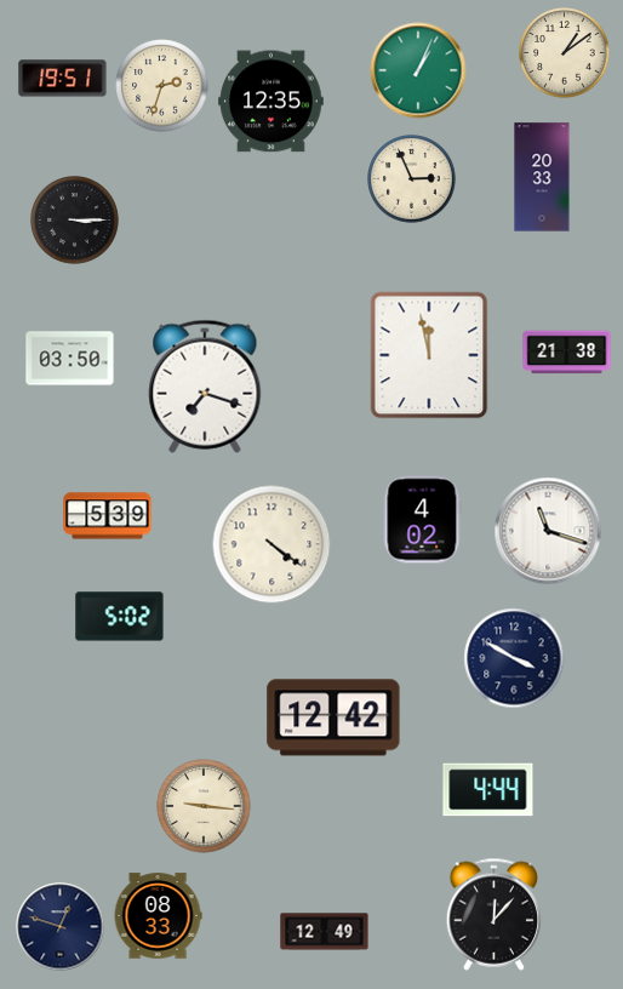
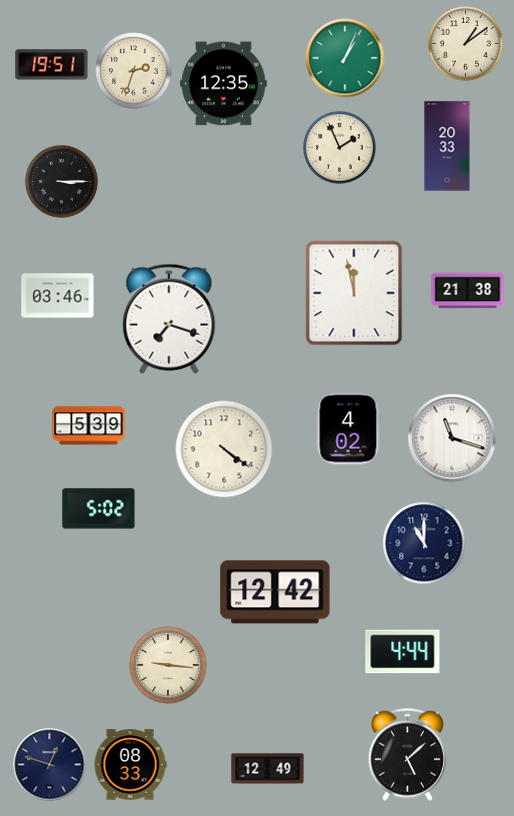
clock at (412, 179): 2:56 -> 1:56
clock at (70, 359): 03:50 -> 03:46
clock at (514, 658): 3:50 -> 11:00
clock at (495, 914): 12:07 -> 5:08
clock at (158, 916) position: (158, 916) -> (130, 765)
